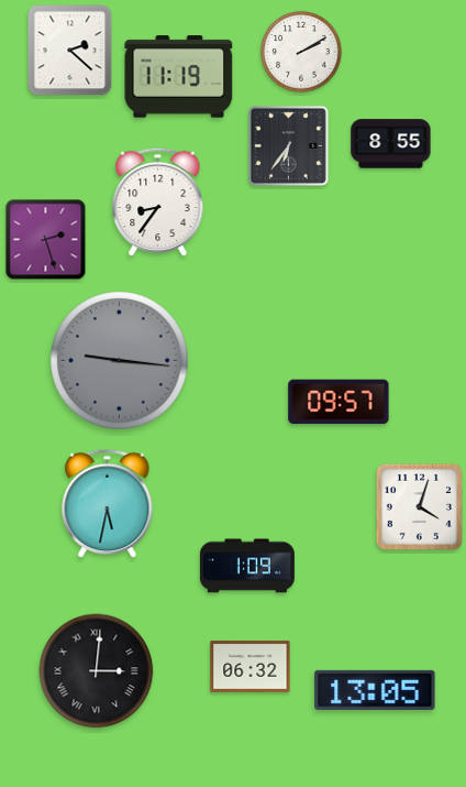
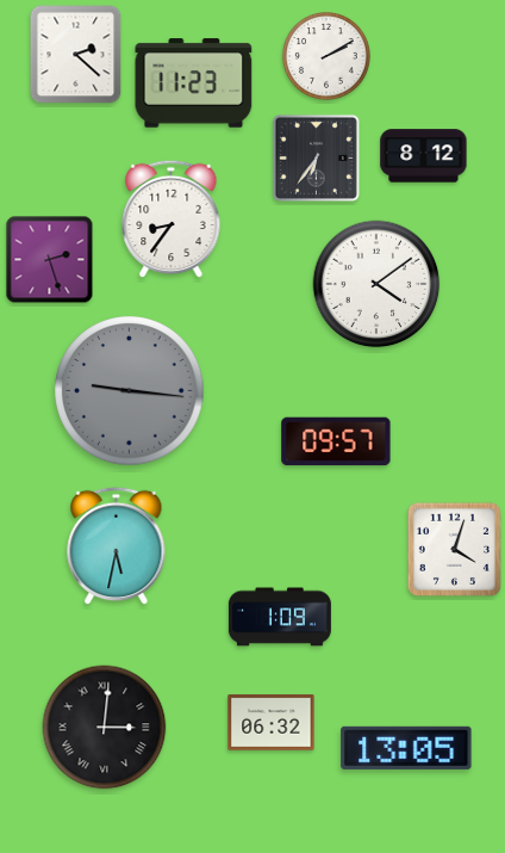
clock at (179, 77): 11:19 -> 11:23
clock at (391, 144): 8:55 -> 8:12
clock at (288, 145) position: (288, 145) -> (316, 157)
clock at (376, 284): none -> 4:09
clock at (339, 402) position: (339, 402) -> (336, 441)
clock at (247, 566) position: (247, 566) -> (280, 617)
